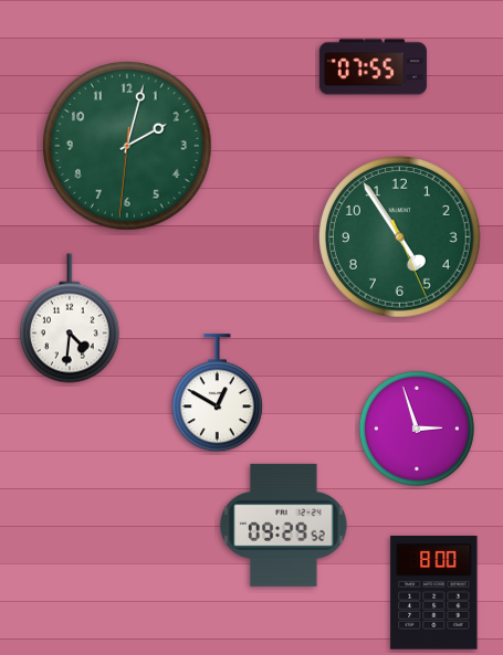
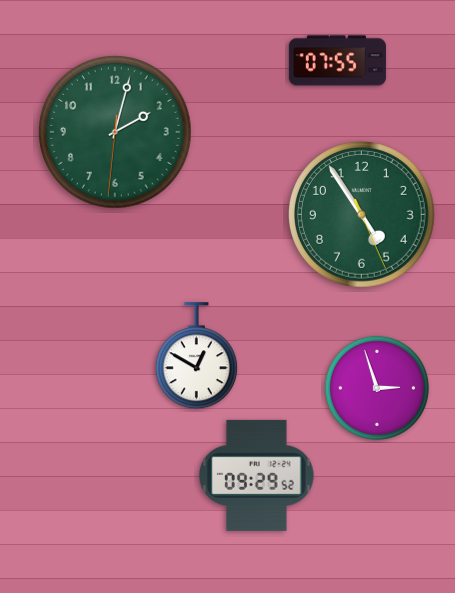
clock at (70, 318): 4:31 -> none
clock at (434, 593): 8:00 -> none
